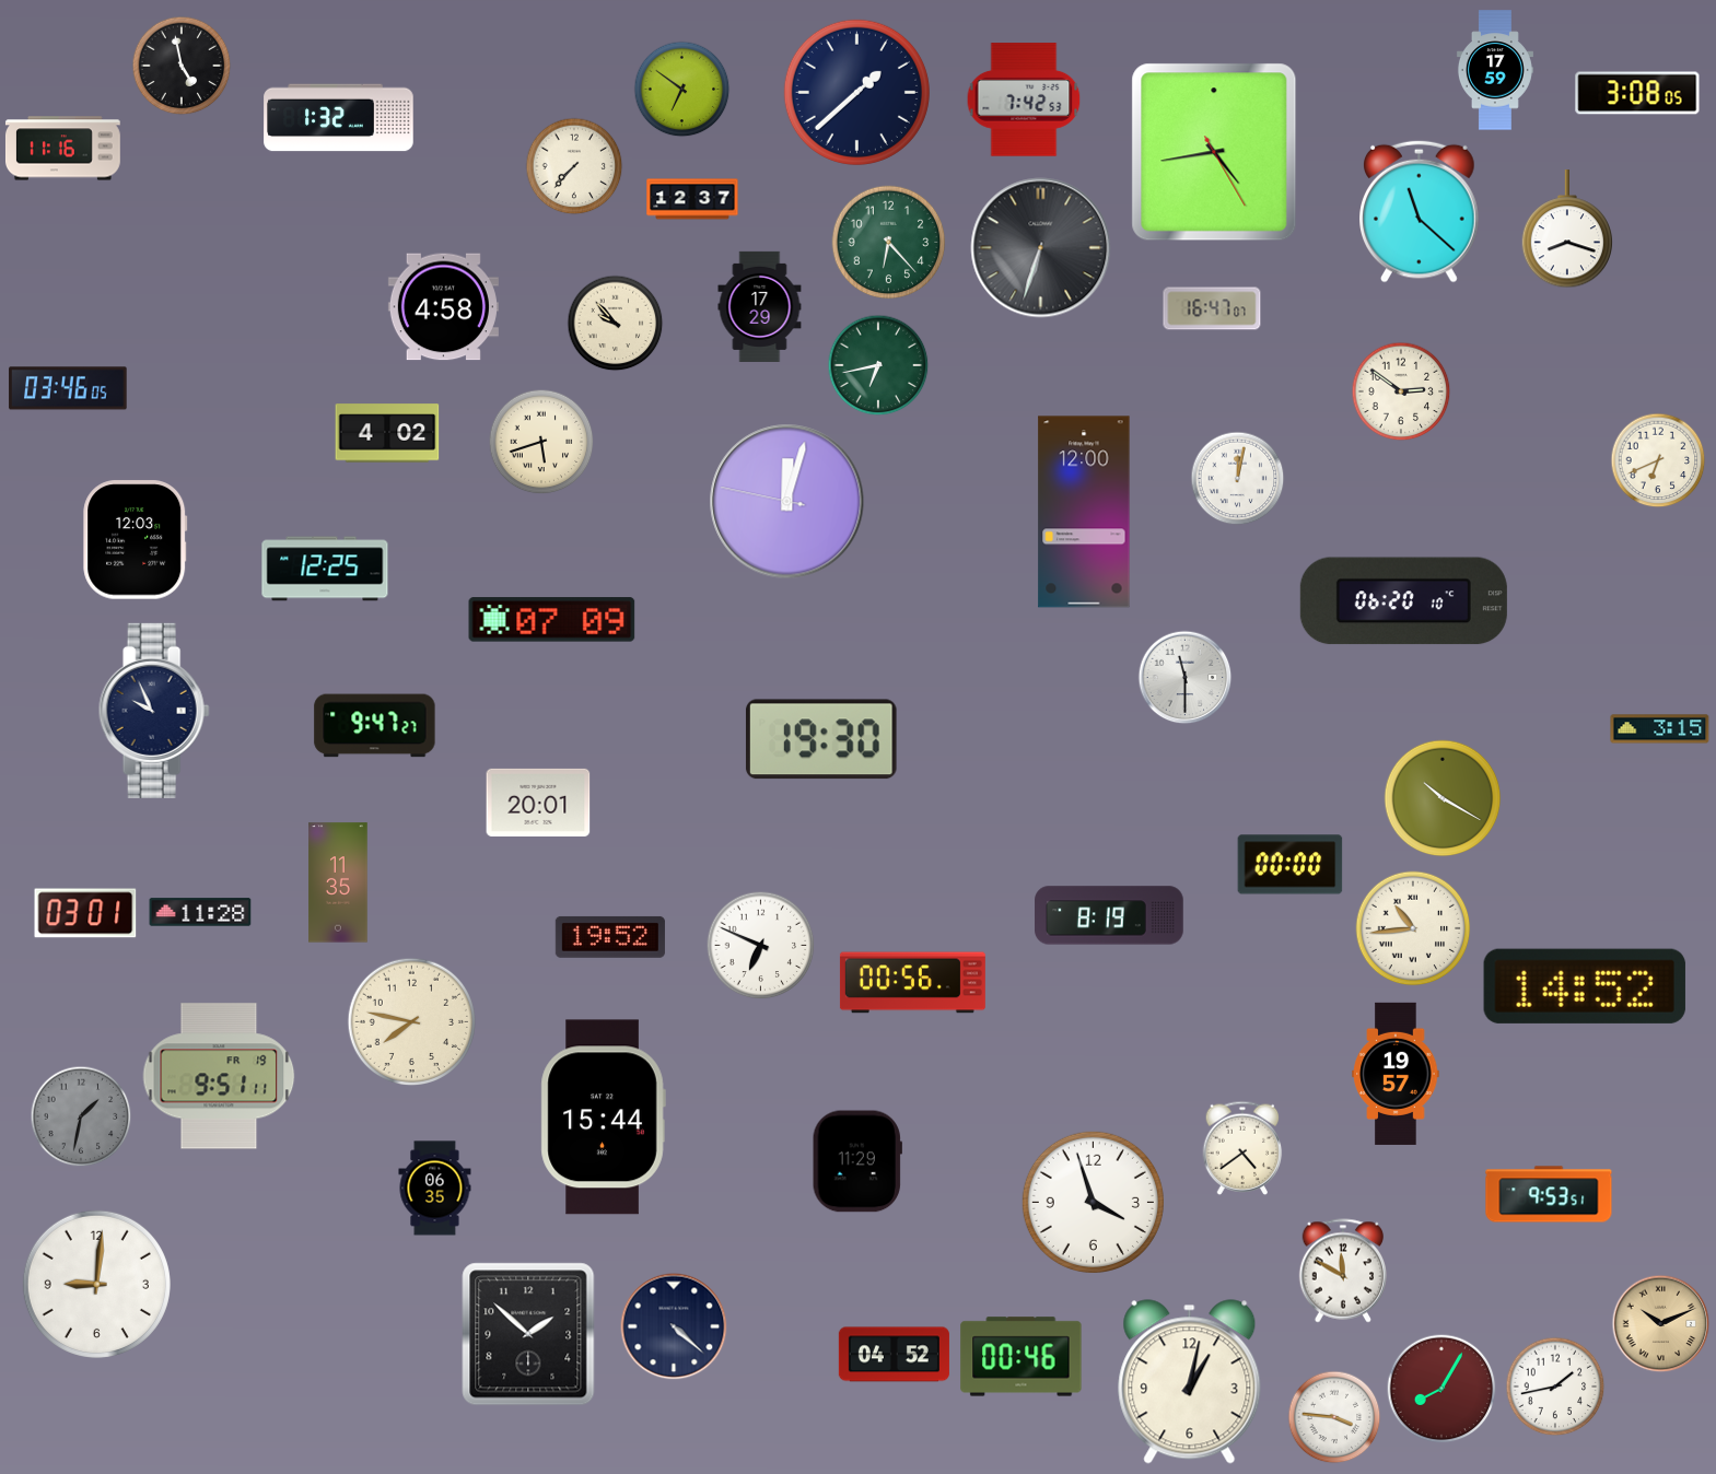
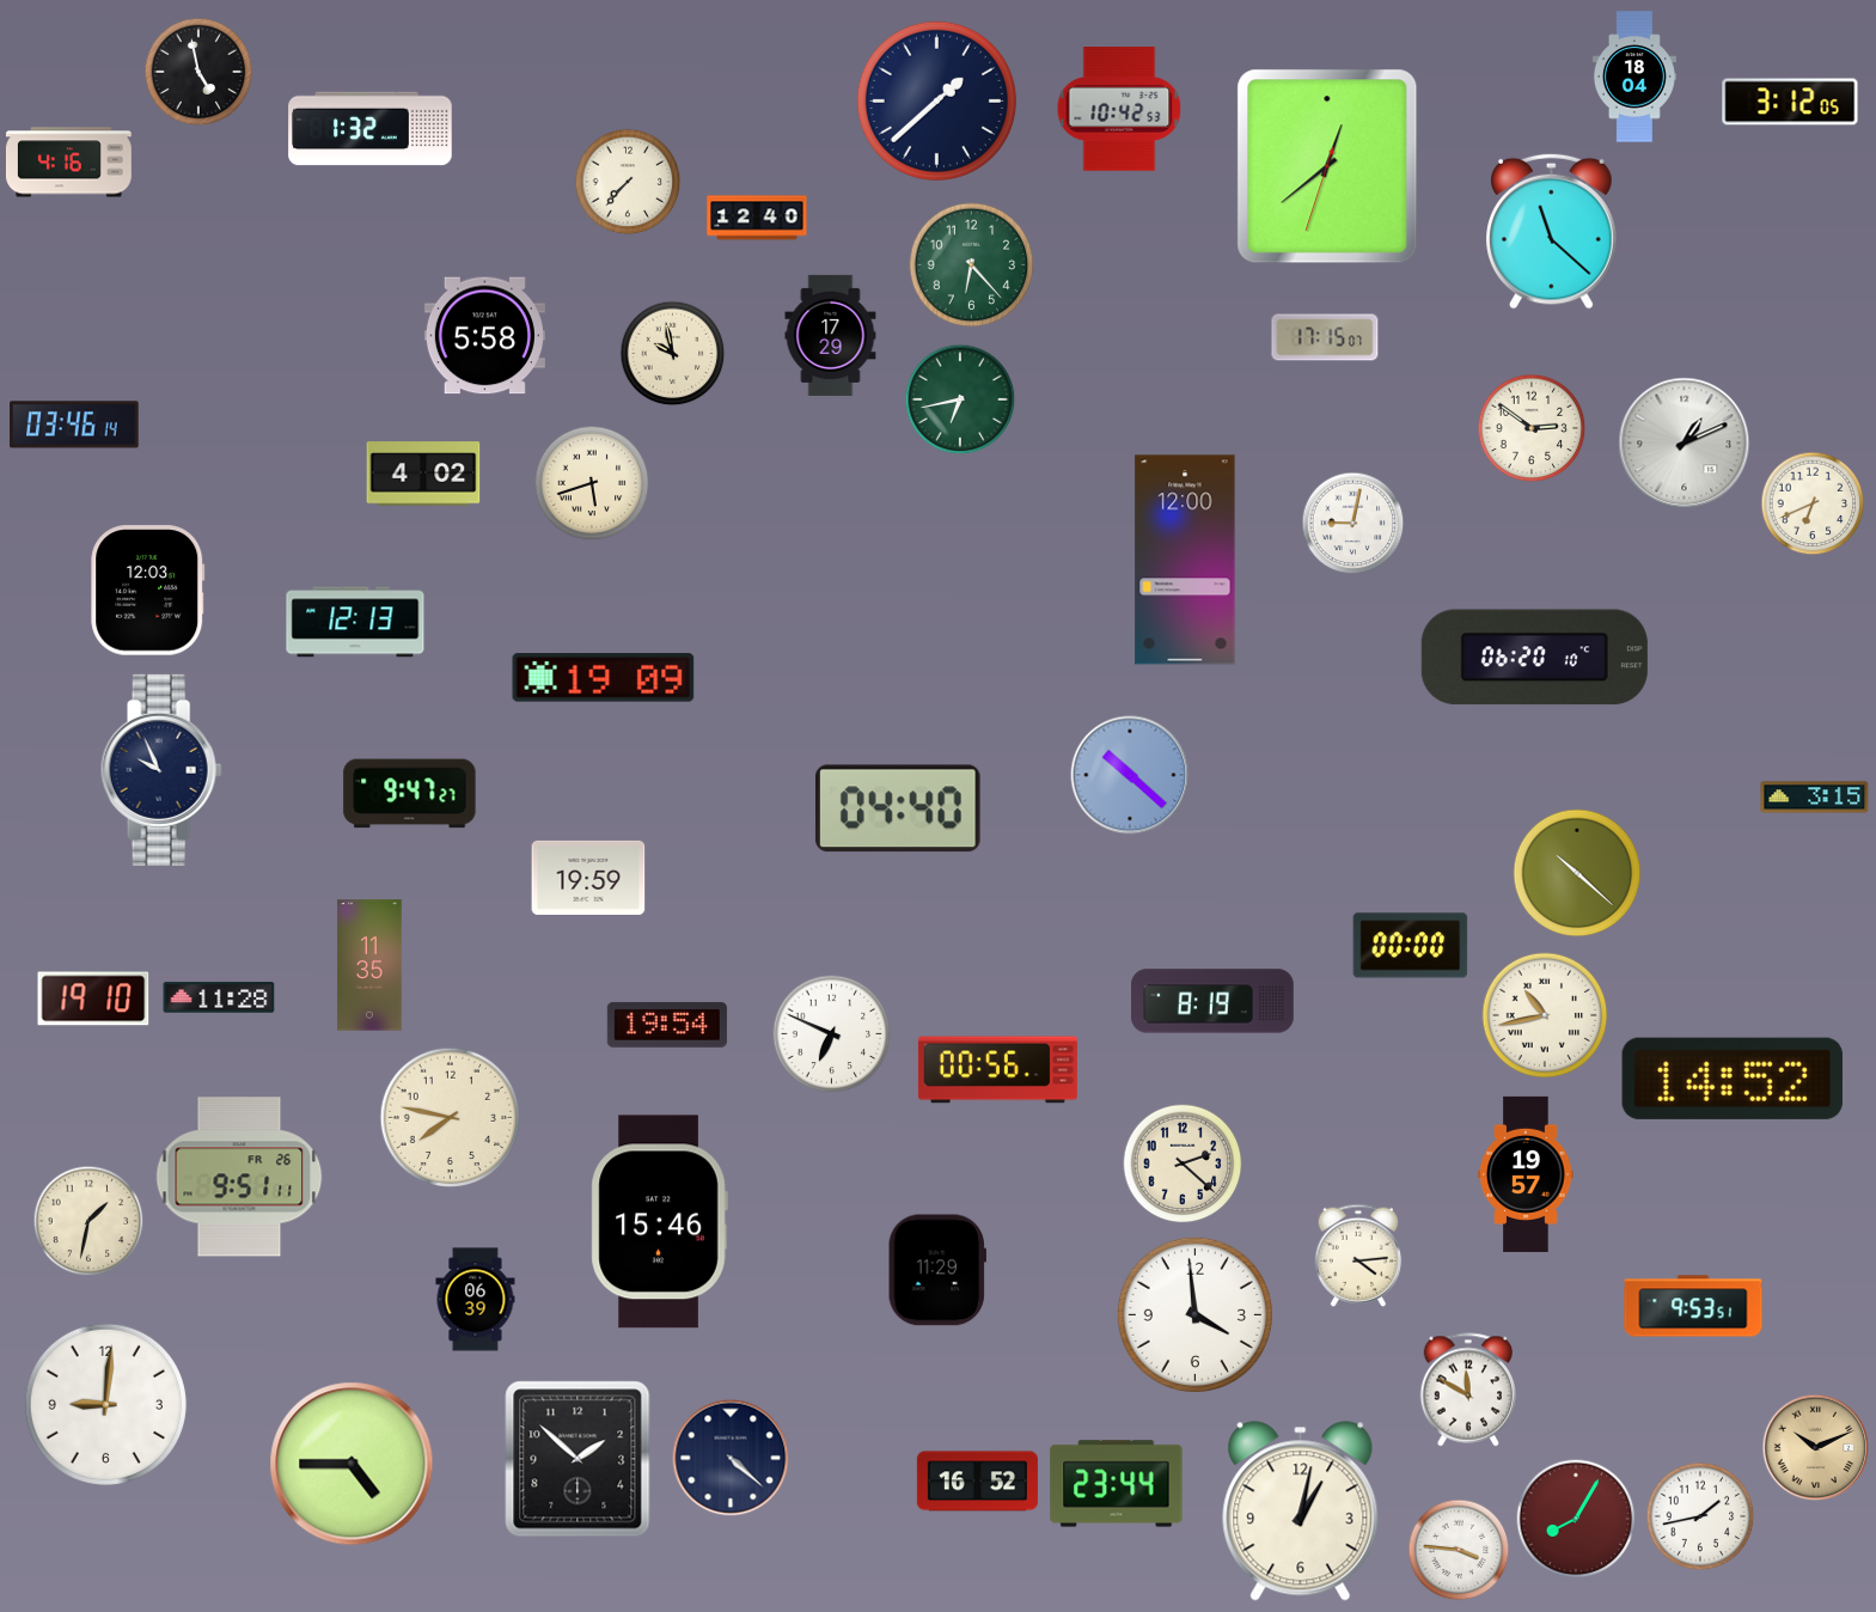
clock at (1495, 70): 17:59 -> 18:04
clock at (682, 90): 6:51 -> none
clock at (1637, 93): 3:08 -> 3:12
clock at (1024, 100): 7:42 -> 10:42
clock at (62, 149): 11:16 -> 4:16
clock at (1214, 152): 4:43 -> 12:38
clock at (692, 199): 12:37 -> 12:40
clock at (1567, 230): 8:18 -> none
clock at (1041, 248): 6:33 -> none
clock at (443, 307): 4:58 -> 5:58
clock at (1212, 308): 16:47 -> 17:15
clock at (616, 324): 9:53 -> 9:58
clock at (68, 388): 03:46:05 -> 03:46:14
clock at (1685, 444): none -> 1:11
clock at (1238, 479): 12:02 -> 9:02
clock at (787, 502): 12:02 -> none
clock at (325, 569): 12:25 -> 12:13
clock at (552, 620): 07:09 -> 19:09
clock at (1186, 678): 11:30 -> none
clock at (1130, 775): none -> 10:22
clock at (154, 711) position: (154, 711) -> (161, 770)
clock at (821, 739): 19:30 -> 04:40
clock at (1443, 798): 10:20 -> 10:22
clock at (538, 803): 20:01 -> 19:59
clock at (85, 913): 03:01 -> 19:10
clock at (1413, 928): 10:44 -> 10:43
clock at (610, 937): 19:52 -> 19:54
clock at (912, 983) position: (912, 983) -> (997, 1070)
clock at (1183, 1164): none -> 2:22
clock at (219, 1076) date: FR 19 -> FR 26
clock at (81, 1116) dial: grey -> cream
clock at (603, 1118): 15:44 -> 15:46
clock at (1242, 1148): 4:39 -> 4:14
clock at (435, 1189): 06:35 -> 06:39
clock at (1093, 1202): 3:57 -> 3:59
clock at (674, 1326) position: (674, 1326) -> (731, 1458)
clock at (352, 1464): none -> 4:45
clock at (894, 1355): 04:52 -> 16:52
clock at (1022, 1357): 00:46 -> 23:44
